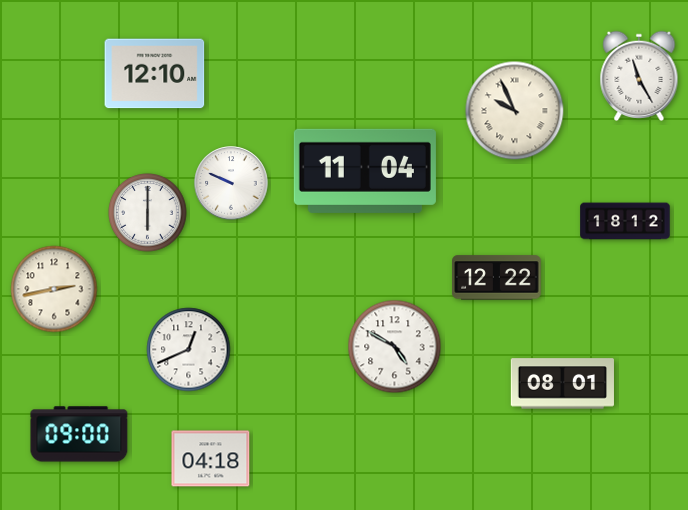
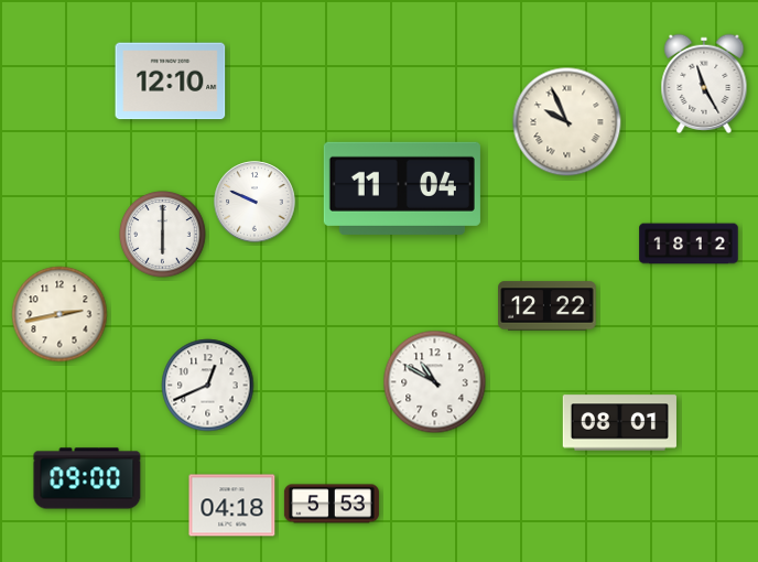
clock at (54, 289) position: (54, 289) -> (59, 314)
clock at (395, 347): 4:50 -> 10:50
clock at (332, 504): none -> 5:53
